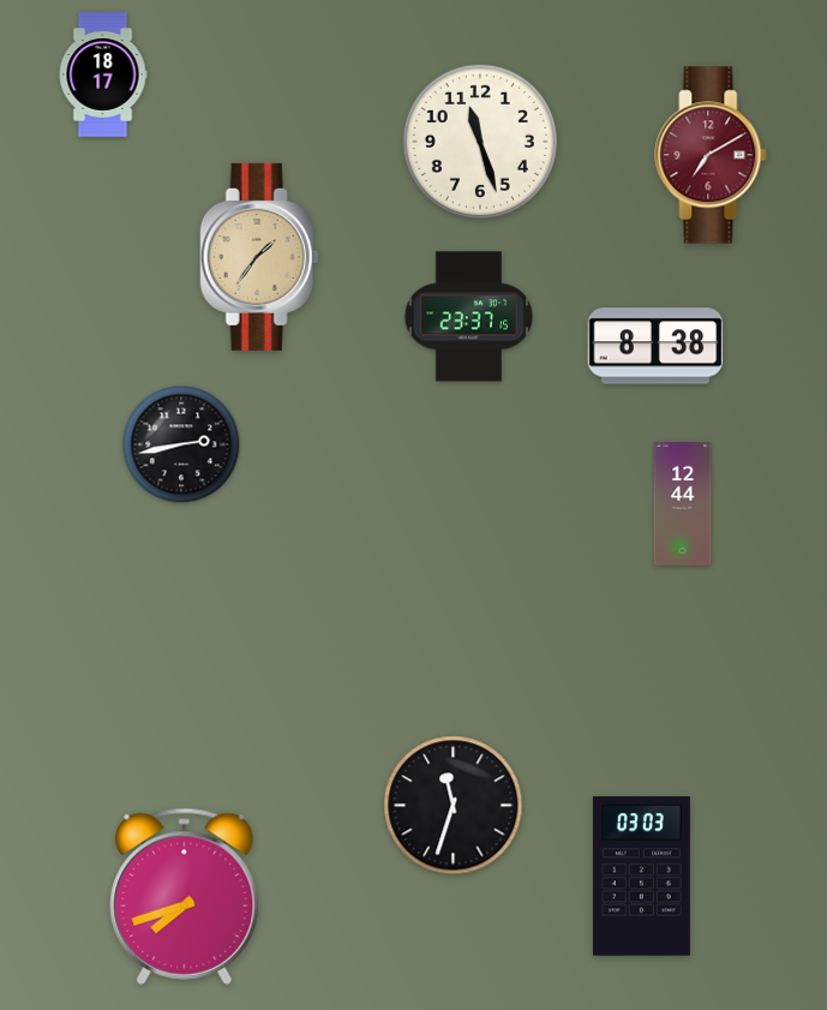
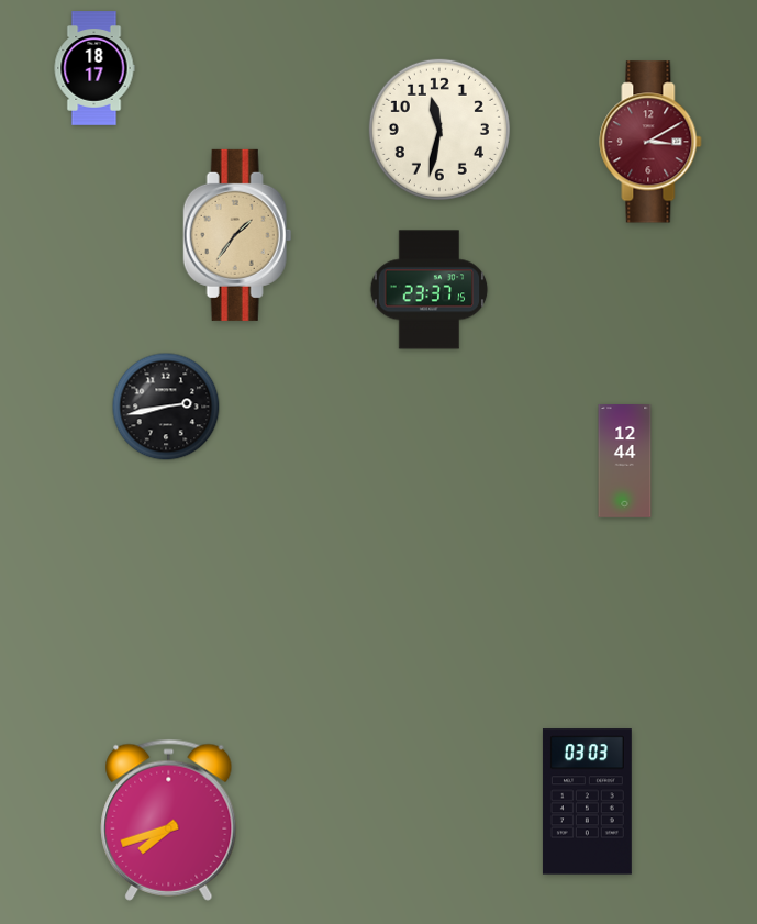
clock at (480, 142): 11:27 -> 11:32
clock at (711, 155): 7:10 -> 3:10
clock at (655, 346): 8:38 -> none
clock at (454, 806): 11:33 -> none
